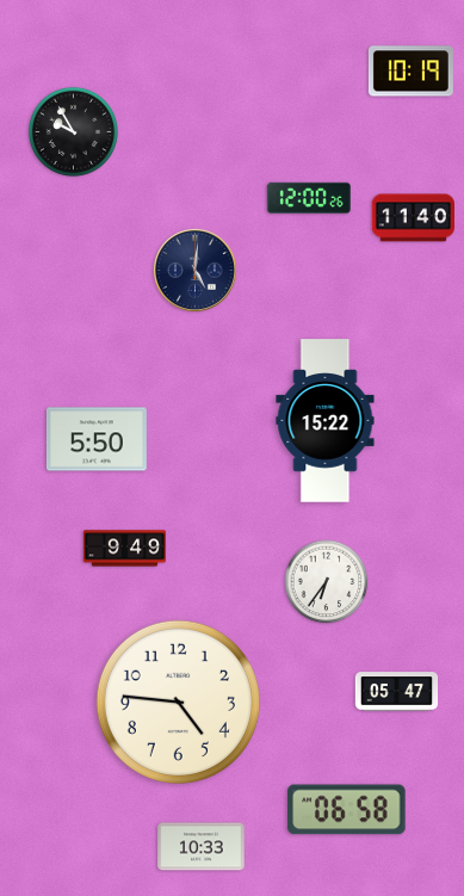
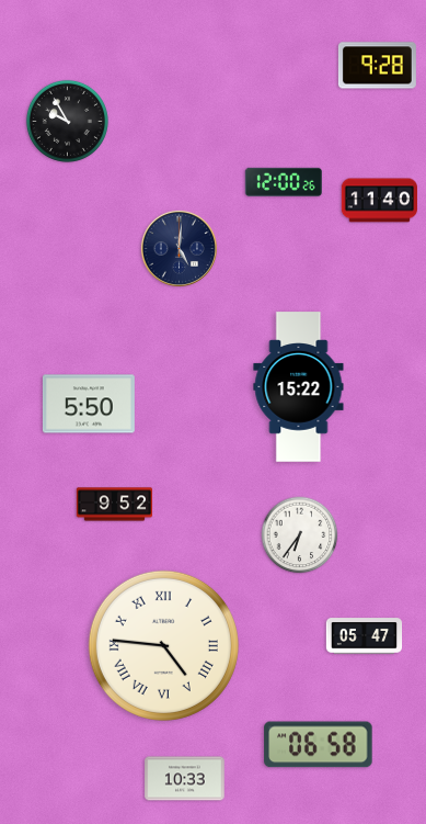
clock at (410, 72): 10:19 -> 9:28
clock at (125, 549): 9:49 -> 9:52
clock at (178, 702) numerals: Arabic -> Roman
